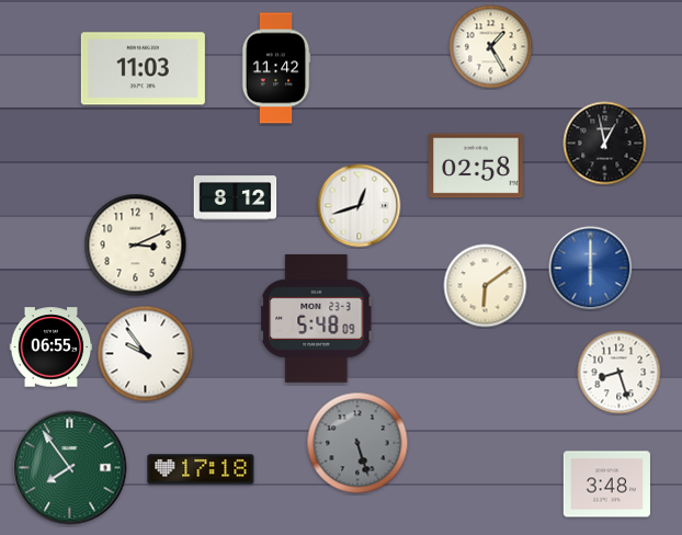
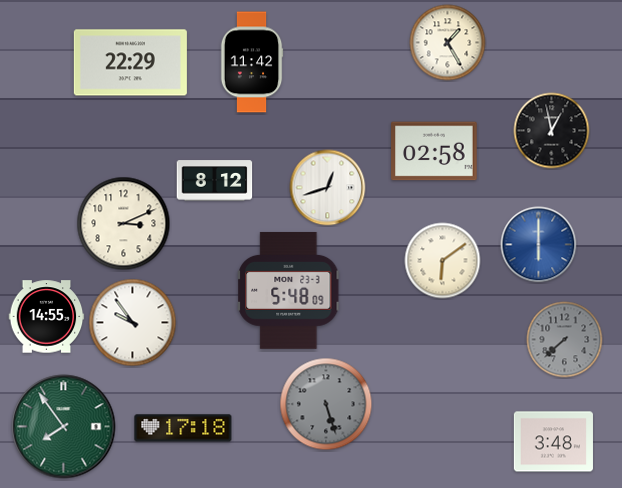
clock at (143, 69): 11:03 -> 22:29
clock at (52, 348): 06:55 -> 14:55
clock at (620, 373): 8:27 -> 7:38
clock at (620, 373) dial: white -> grey
